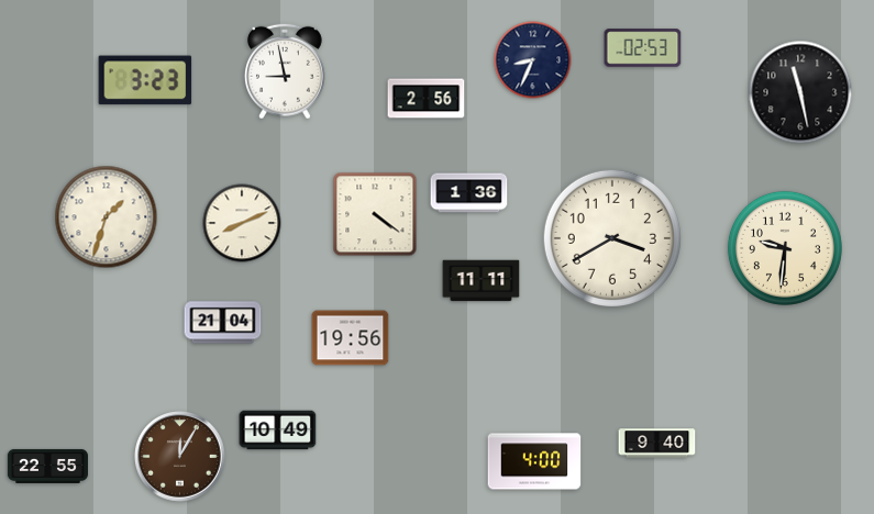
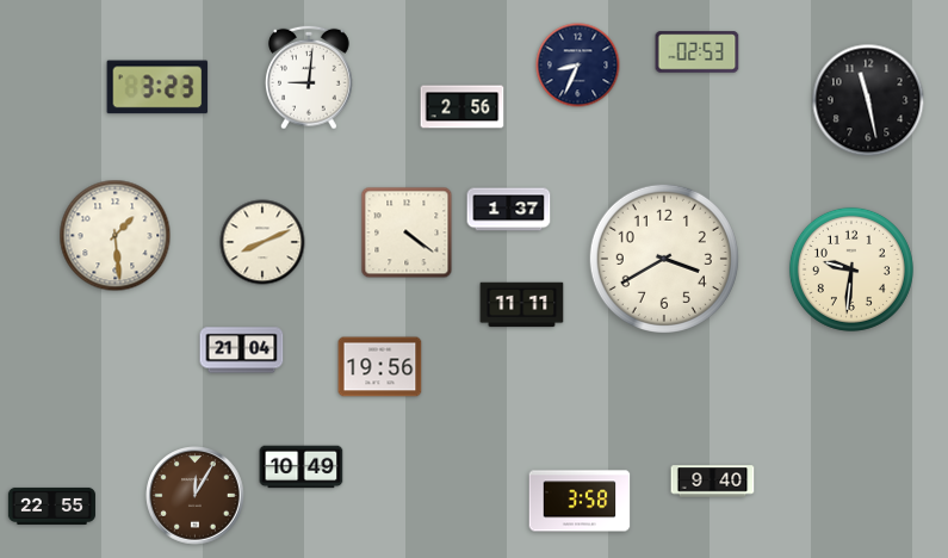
clock at (286, 71): 8:58 -> 9:01
clock at (469, 193): 1:36 -> 1:37
clock at (107, 217): 1:33 -> 1:29
clock at (534, 461): 4:00 -> 3:58
